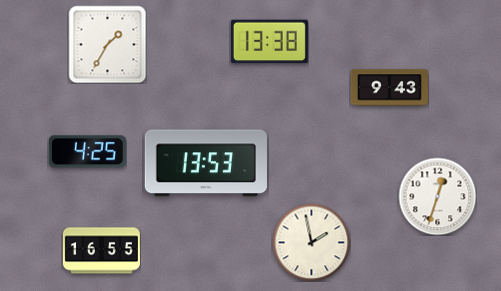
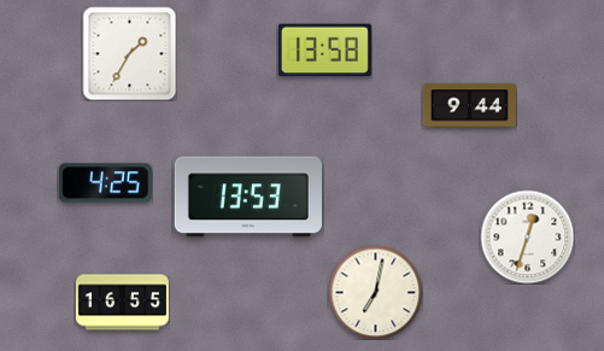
clock at (269, 42): 13:38 -> 13:58
clock at (389, 88): 9:43 -> 9:44
clock at (311, 242): 1:58 -> 7:02
